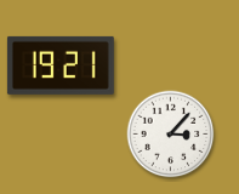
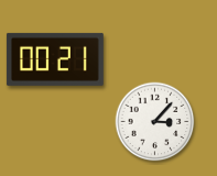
clock at (61, 65): 19:21 -> 00:21
